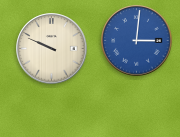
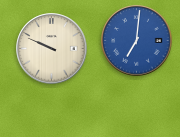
clock at (137, 41): 3:01 -> 7:01
